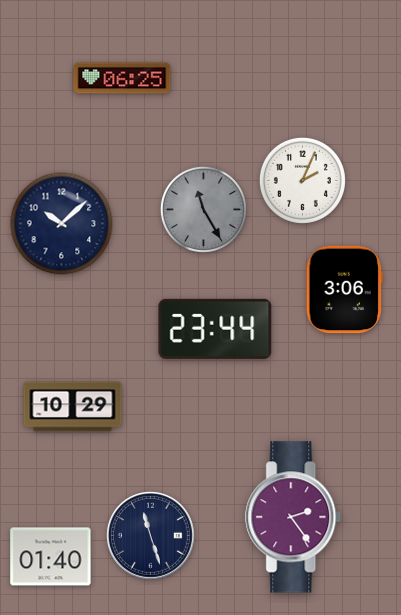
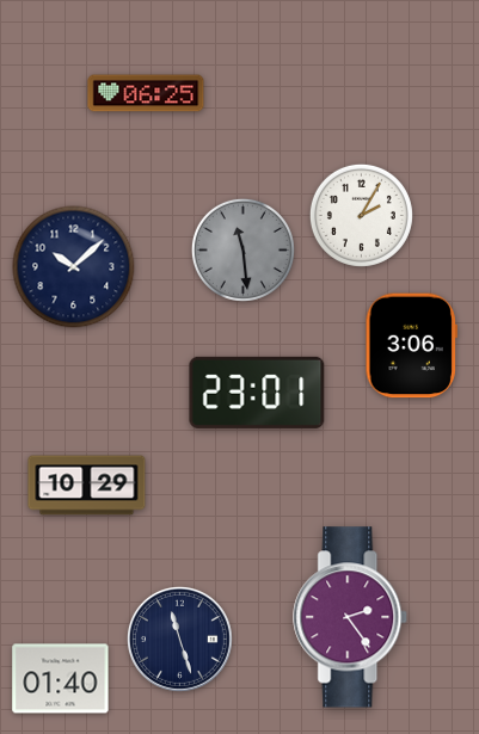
clock at (302, 180): 2:04 -> 2:05
clock at (203, 209): 11:25 -> 11:29
clock at (215, 329): 23:44 -> 23:01
clock at (51, 557) position: (51, 557) -> (61, 679)
